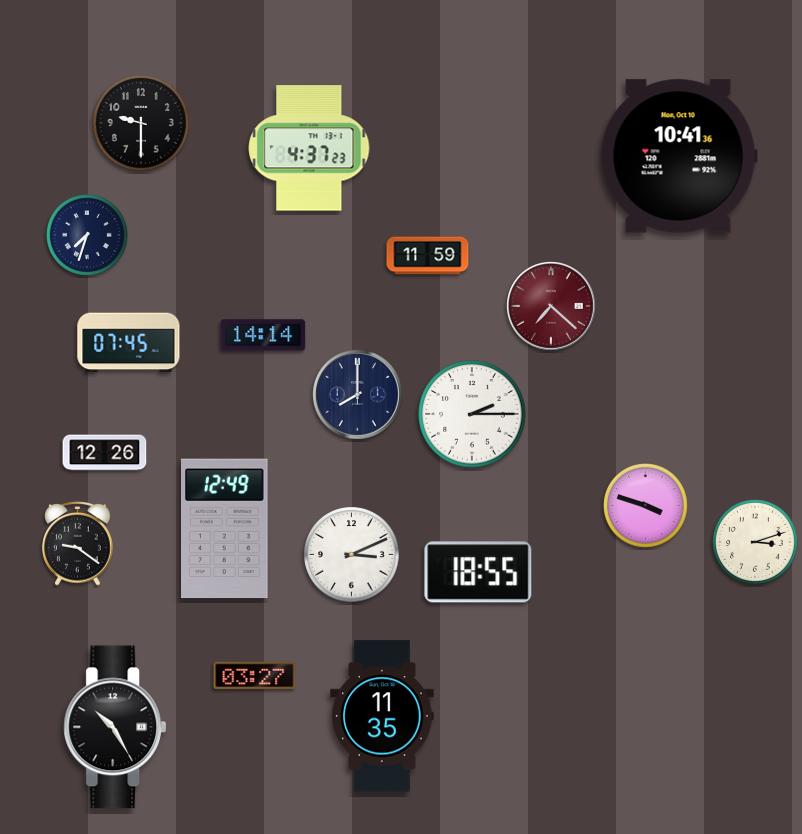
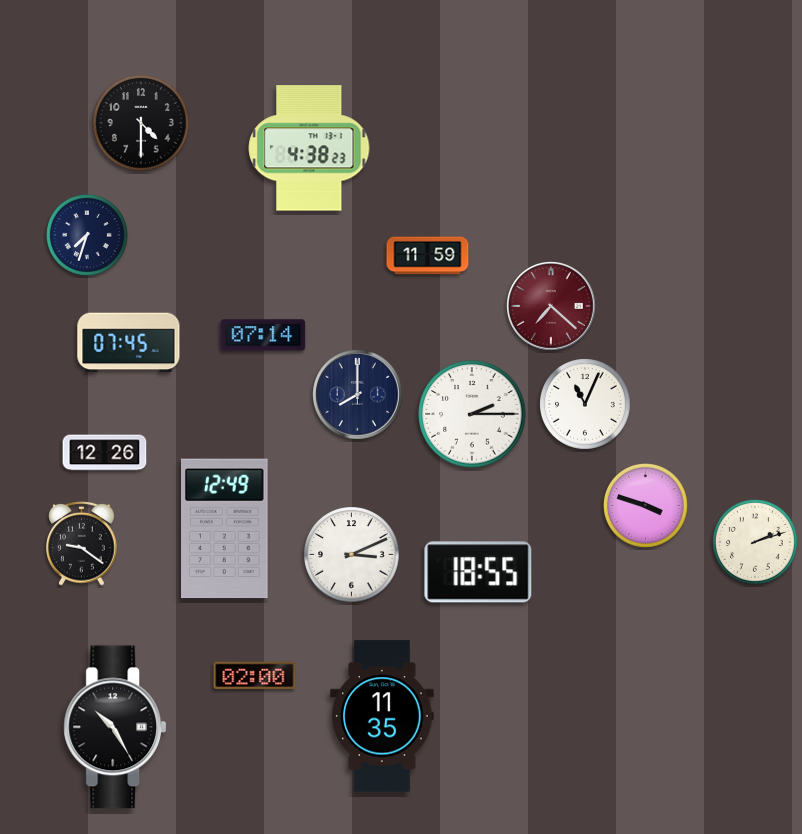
clock at (141, 123): 9:30 -> 4:30
clock at (309, 148): 4:37 -> 4:38
clock at (679, 156): 10:41 -> none
clock at (263, 335): 14:14 -> 07:14
clock at (585, 404): none -> 11:04
clock at (756, 543): 3:12 -> 2:12
clock at (78, 544) position: (78, 544) -> (82, 544)
clock at (255, 675): 03:27 -> 02:00
